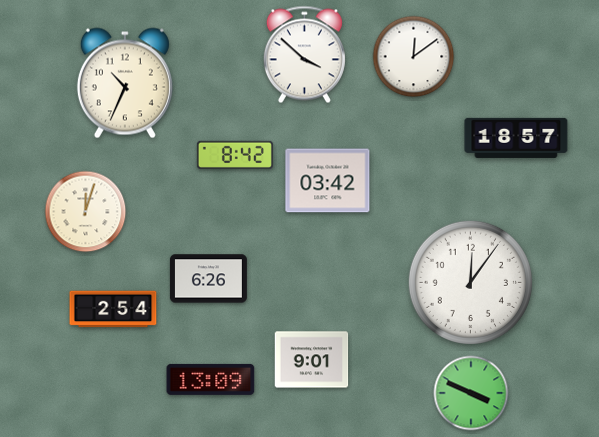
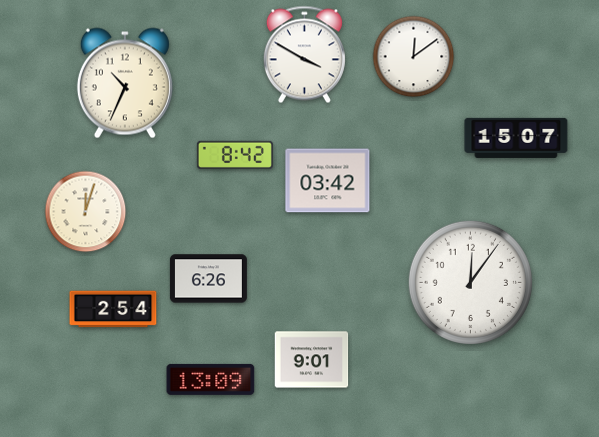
clock at (304, 55): 3:52 -> 3:50
clock at (516, 138): 18:57 -> 15:07
clock at (471, 393): 3:49 -> none
